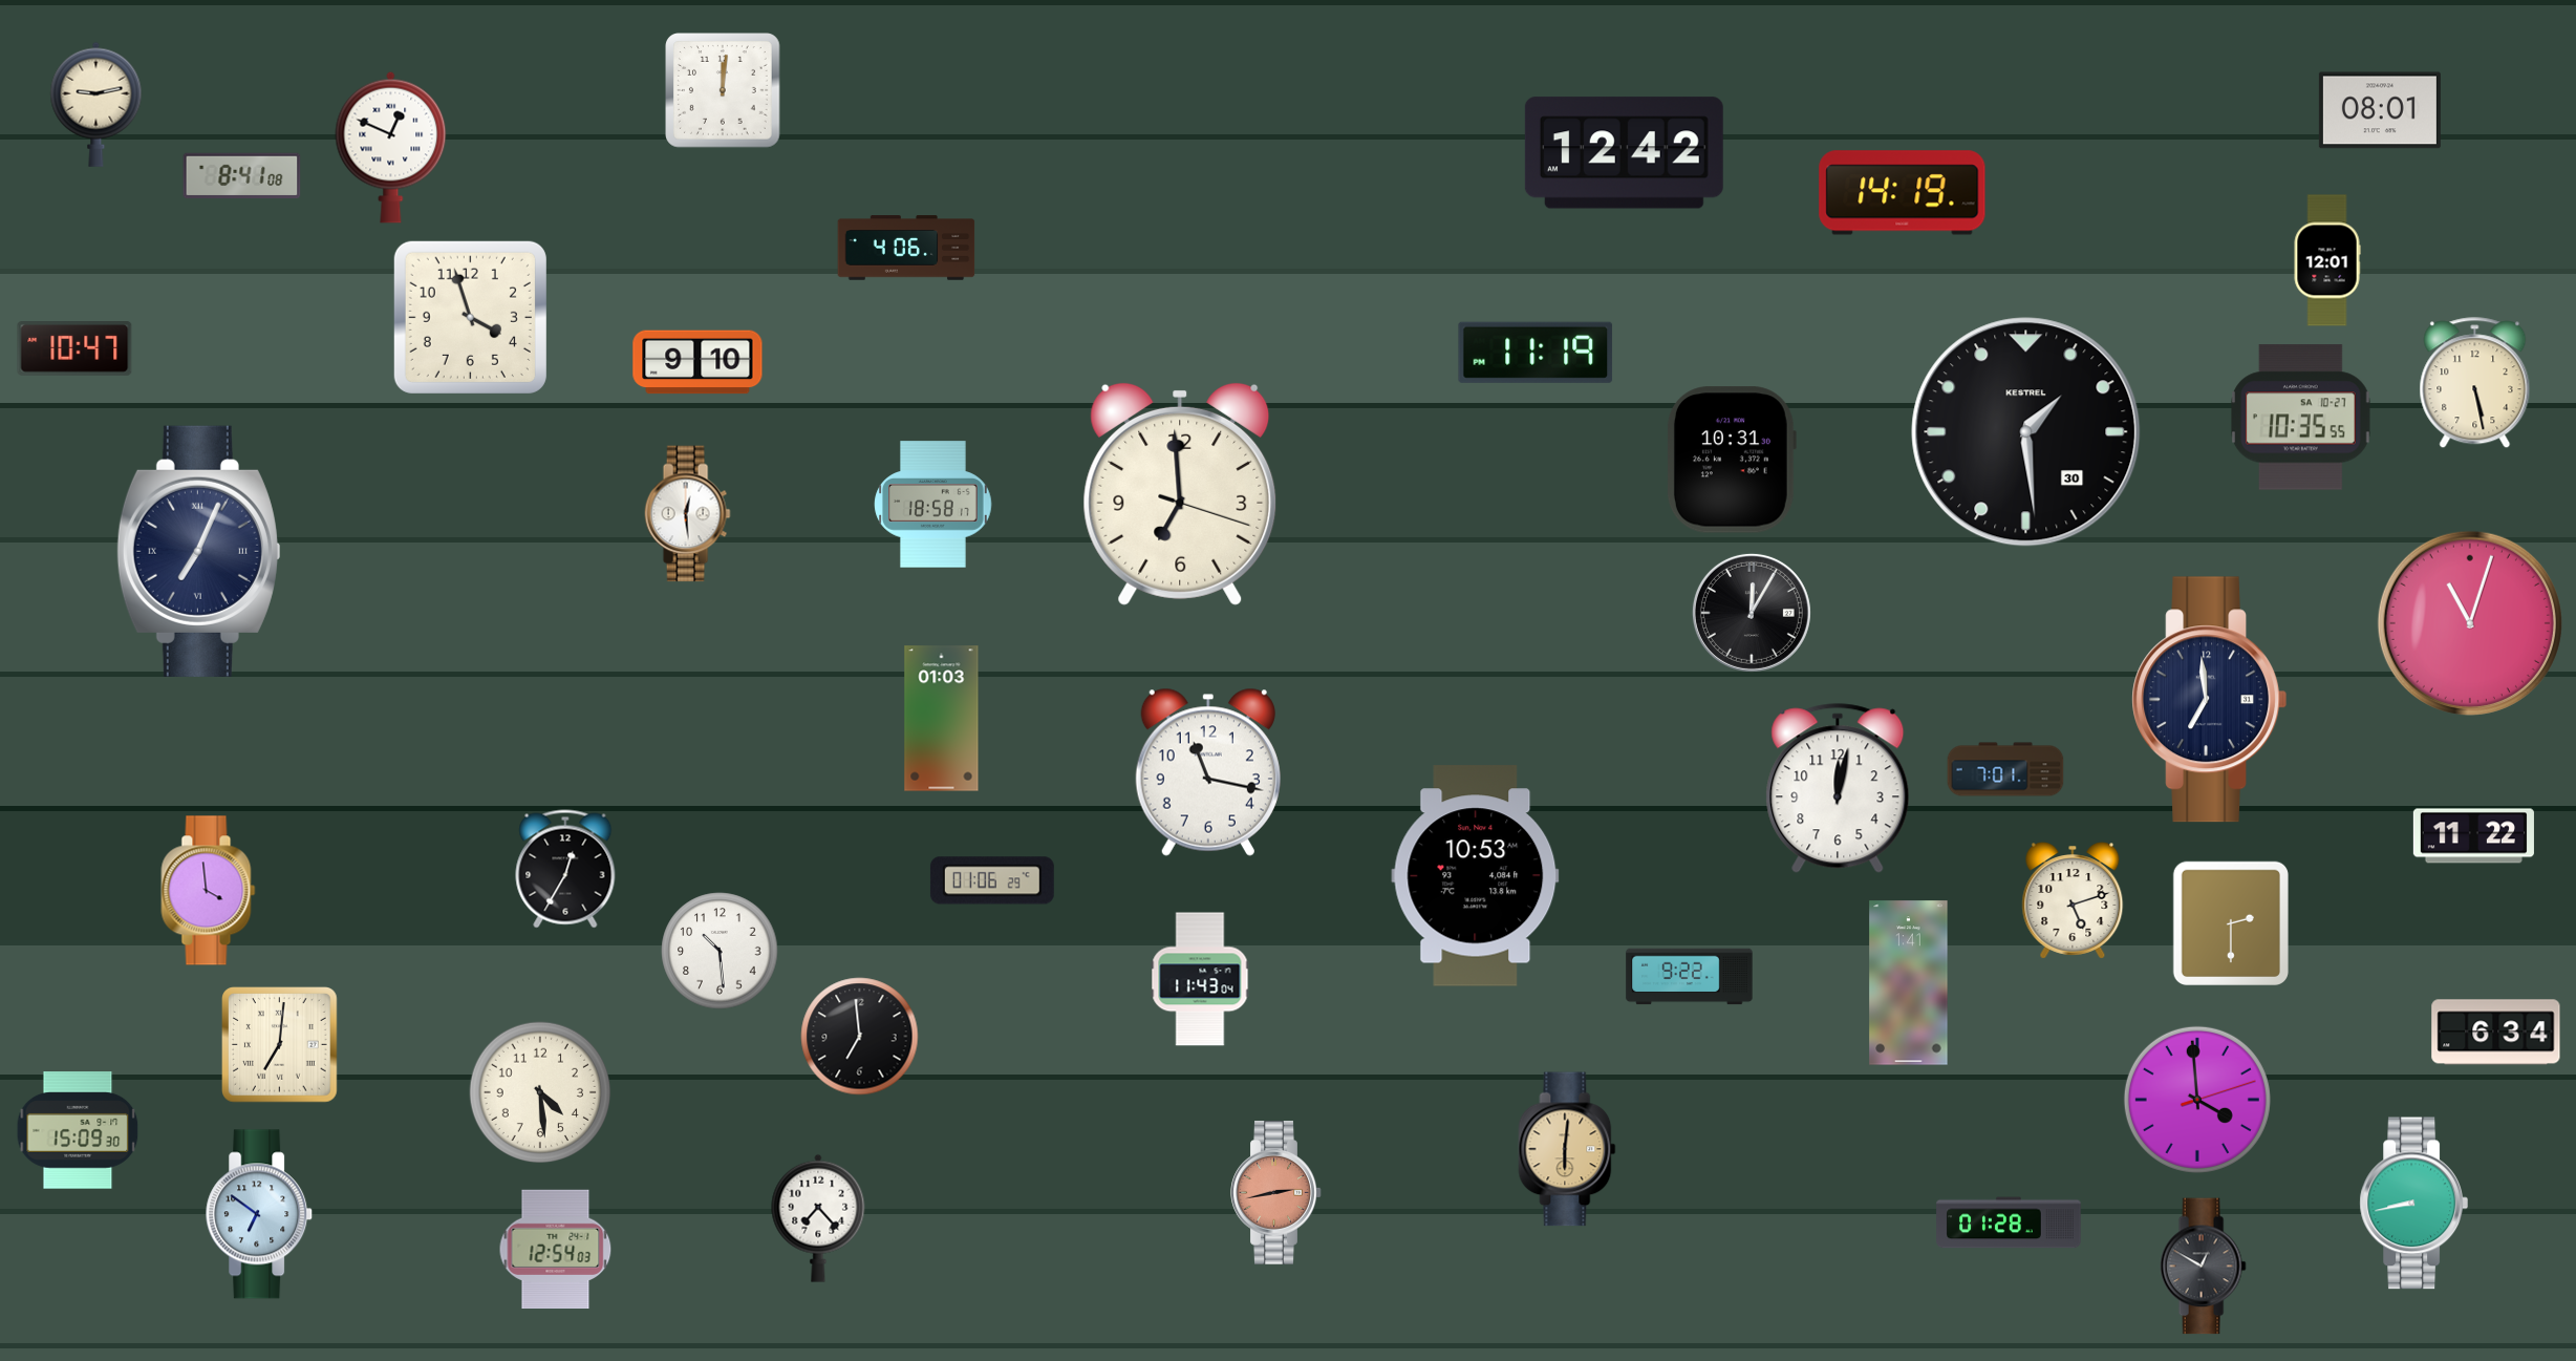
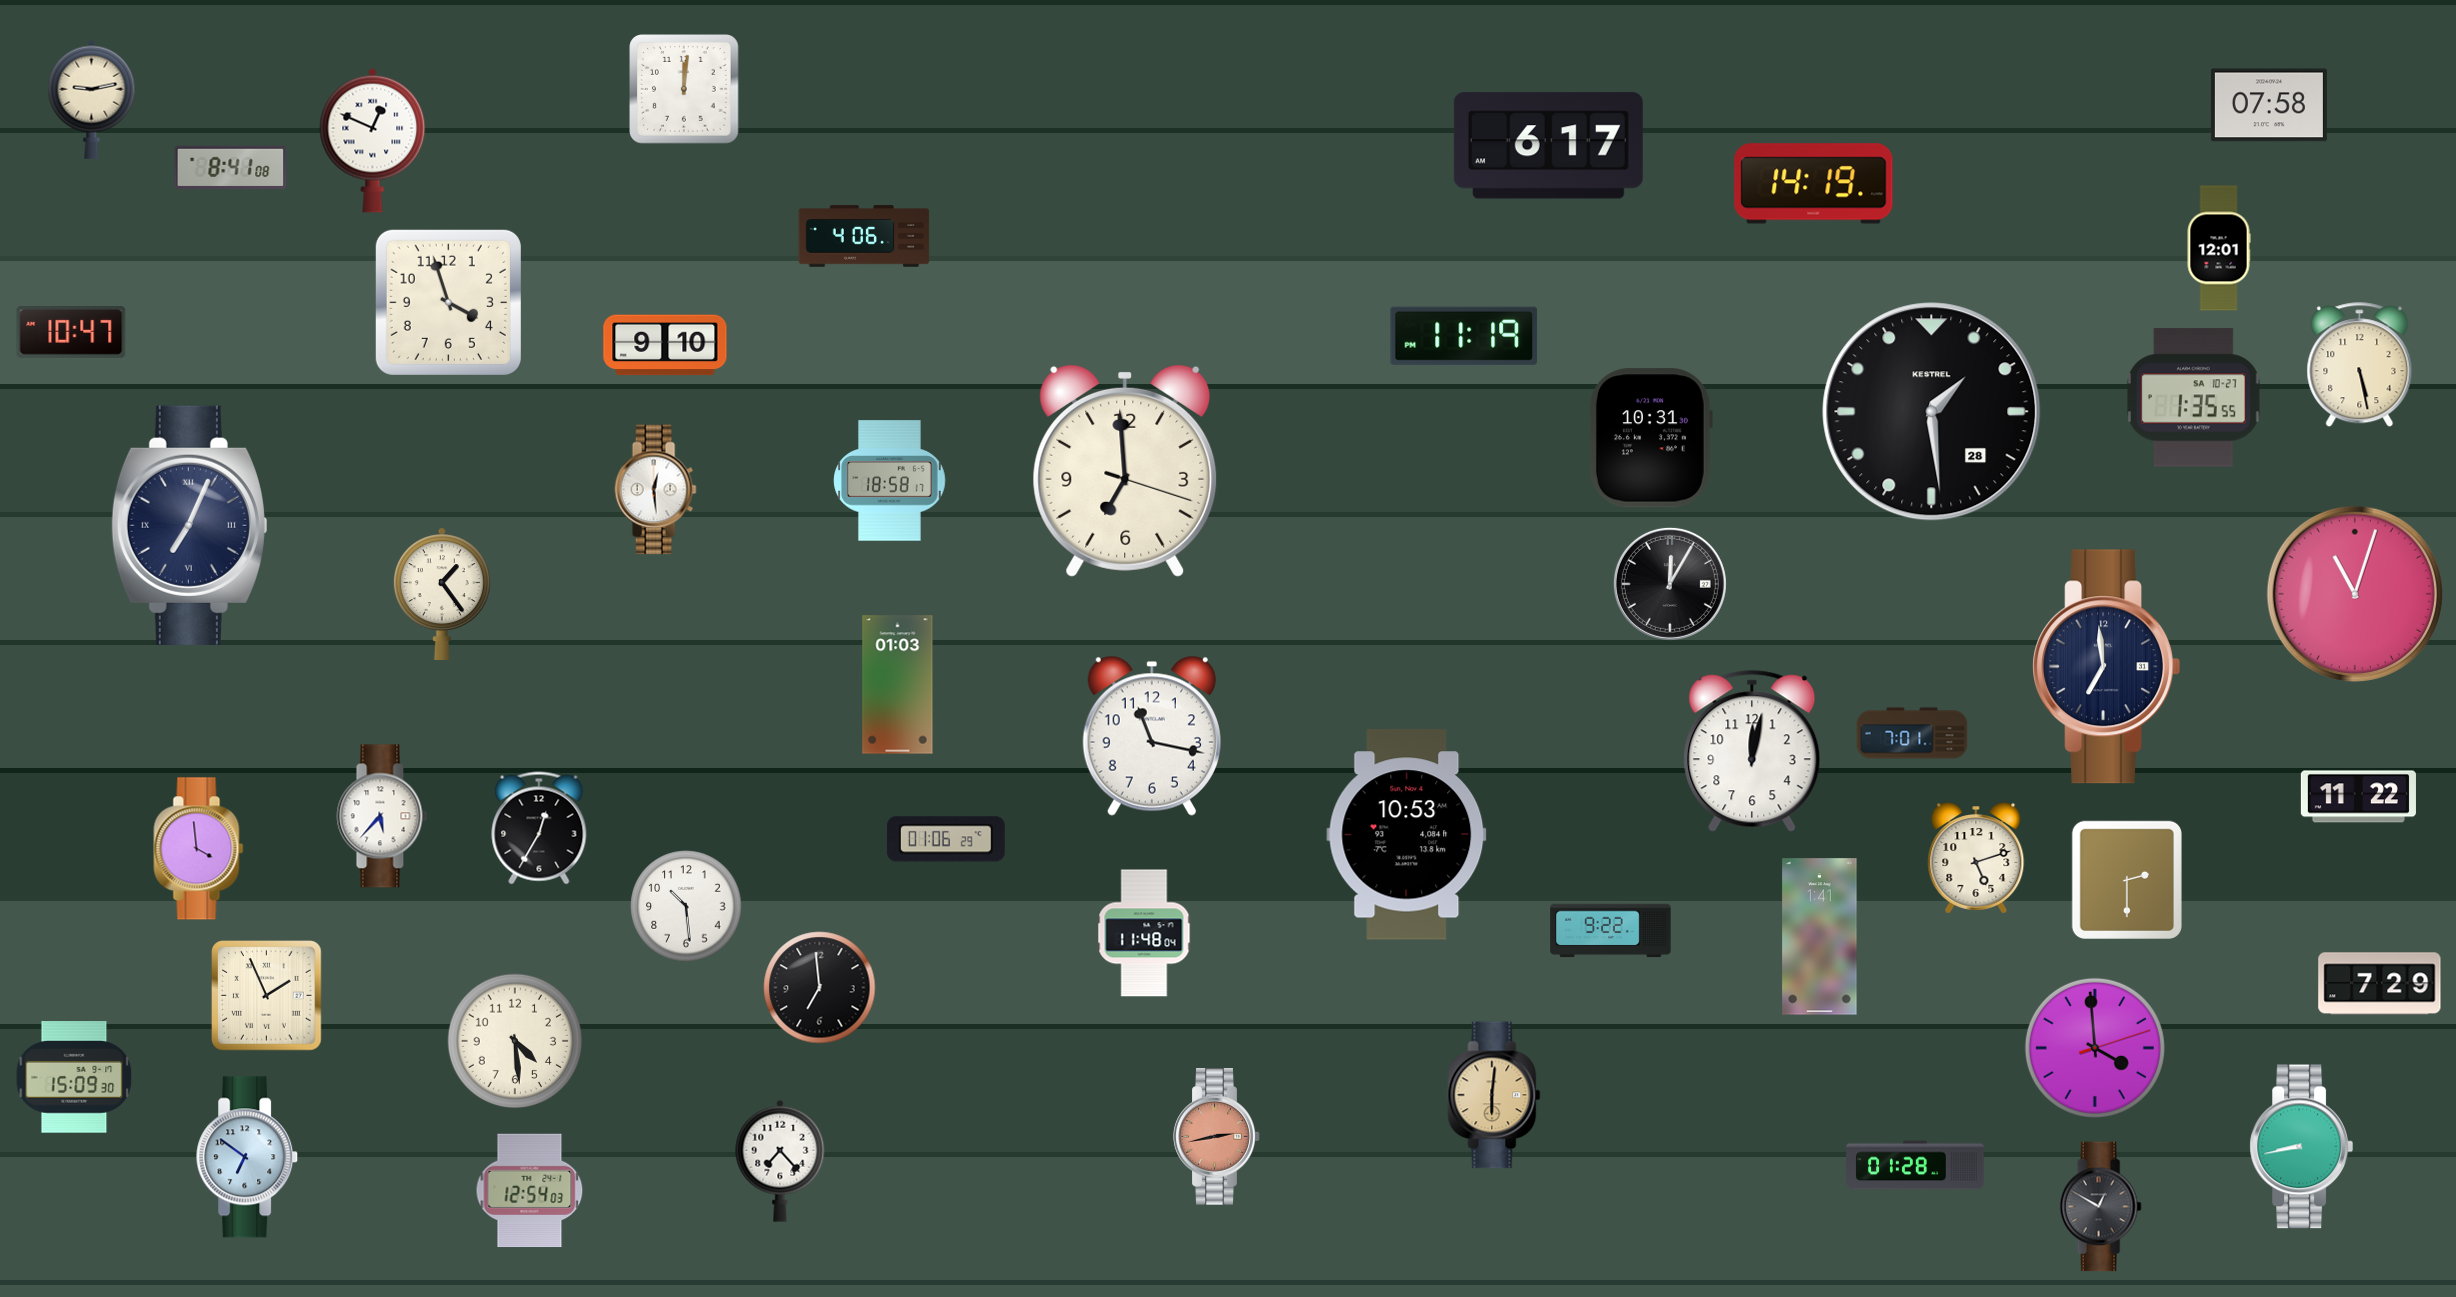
clock at (723, 90) position: (723, 90) -> (684, 89)
clock at (2380, 110): 08:01 -> 07:58
clock at (1624, 153): 12:42 -> 6:17
clock at (2301, 418): 10:35 -> 1:35
clock at (2026, 432) date: 30 -> 28
clock at (442, 594): none -> 1:24
clock at (382, 816): none -> 5:37
clock at (1200, 979): 11:43 -> 11:48
clock at (2496, 1033): 6:34 -> 7:29
clock at (280, 1045): 7:01 -> 1:56
